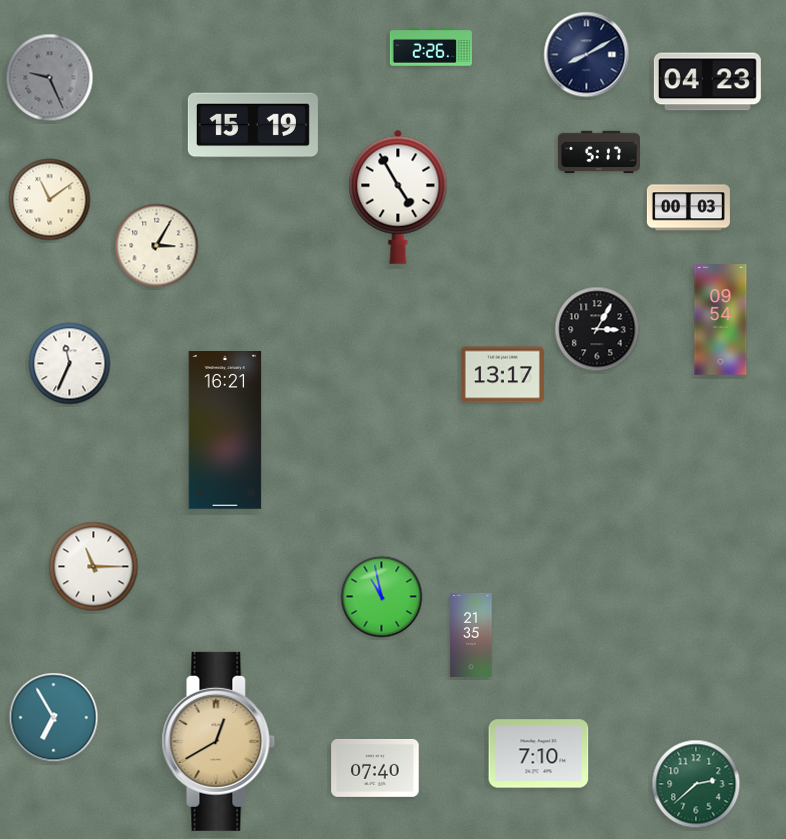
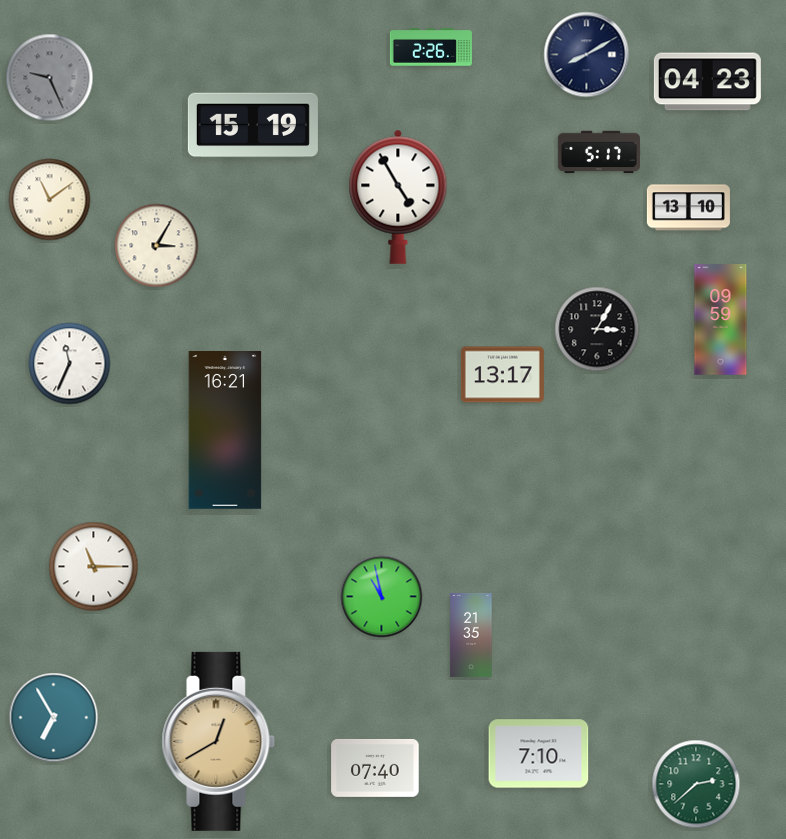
clock at (688, 208): 00:03 -> 13:10
clock at (721, 320): 09:54 -> 09:59
